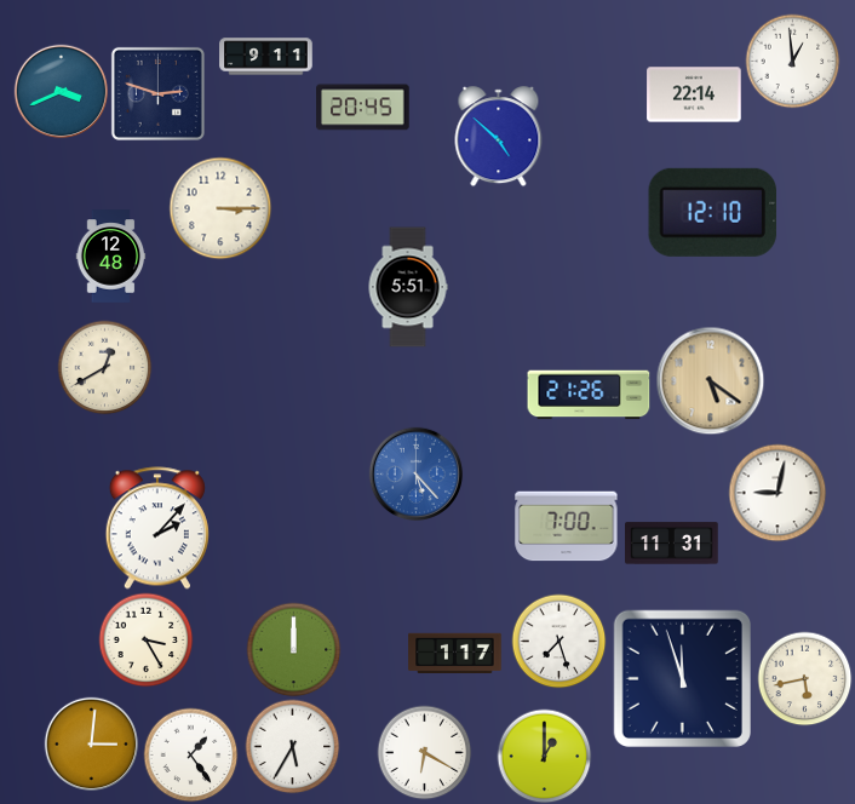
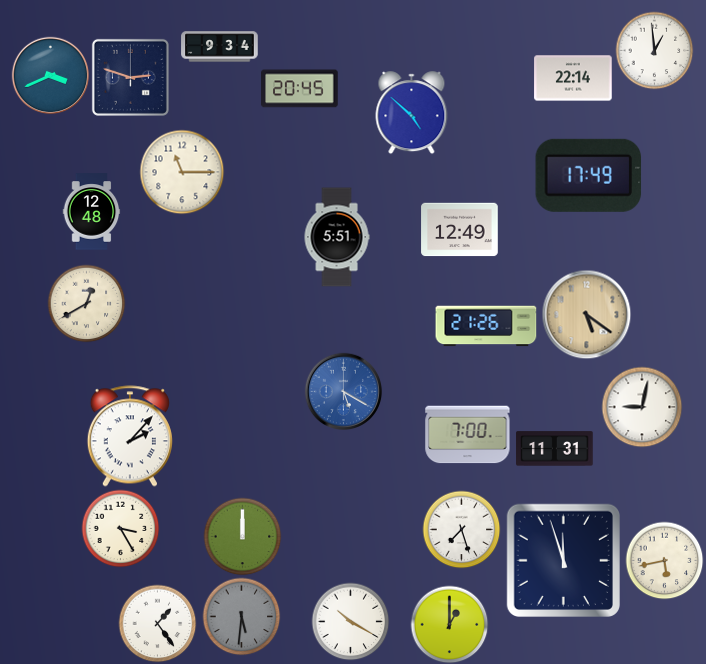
clock at (266, 57): 9:11 -> 9:34
clock at (220, 208): 3:15 -> 11:15
clock at (713, 212): 12:10 -> 17:49
clock at (460, 230): none -> 12:49
clock at (415, 473): 5:23 -> 5:20
clock at (455, 654): 1:17 -> none
clock at (91, 743): 3:01 -> none
clock at (292, 746): 5:35 -> 5:31
clock at (292, 746) dial: white -> grey
clock at (424, 752): 6:20 -> 10:20
